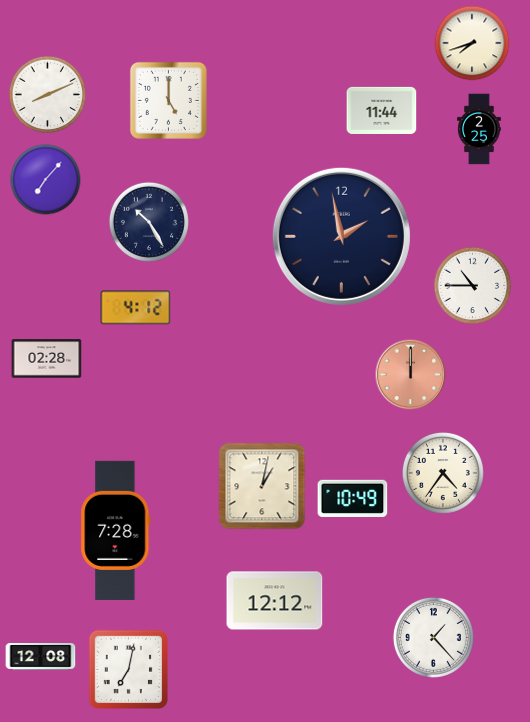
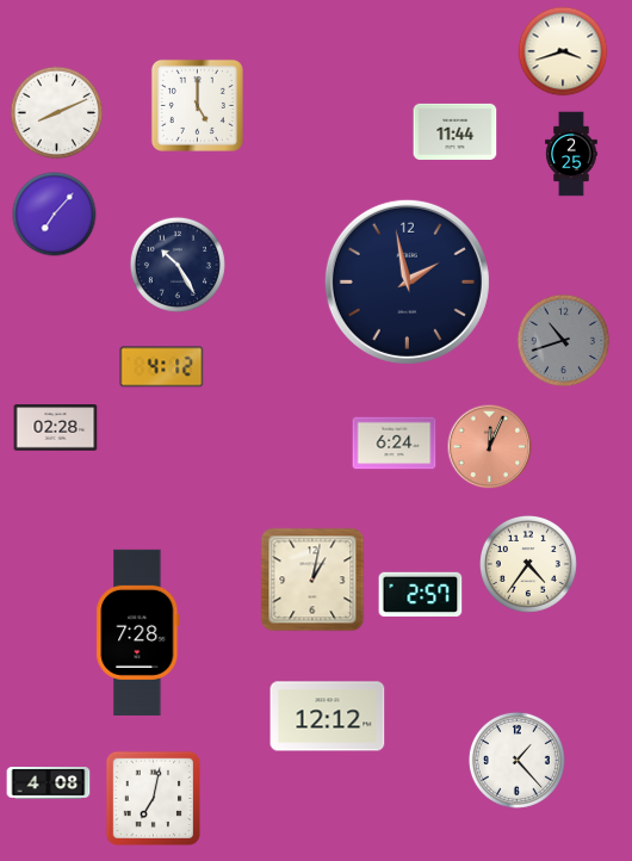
clock at (472, 43): 7:42 -> 3:42
clock at (168, 100) position: (168, 100) -> (197, 105)
clock at (473, 286): 10:45 -> 10:42
clock at (473, 286) dial: white -> grey
clock at (395, 444): none -> 6:24
clock at (411, 375): 12:00 -> 12:04
clock at (353, 498): 10:49 -> 2:57
clock at (41, 657): 12:08 -> 4:08
